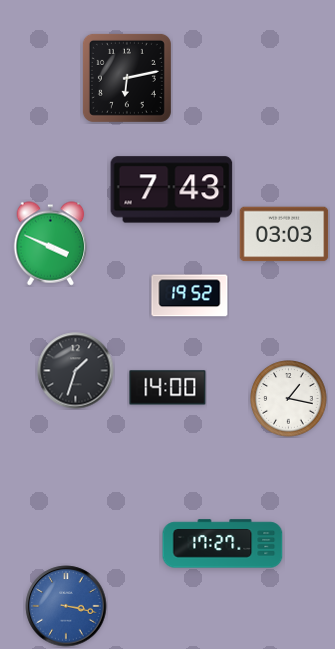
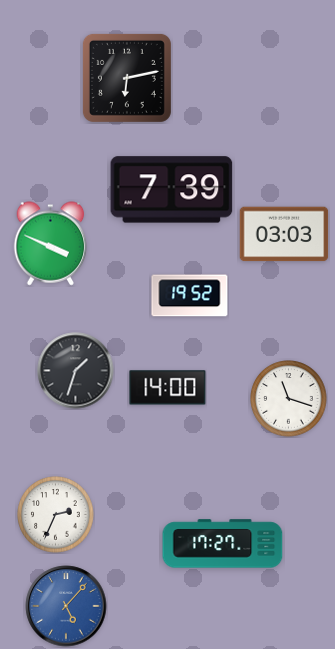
clock at (172, 190): 7:43 -> 7:39
clock at (289, 399): 1:17 -> 11:18
clock at (56, 515): none -> 2:34
clock at (66, 606): 3:17 -> 5:07
